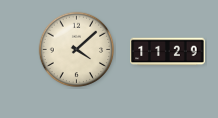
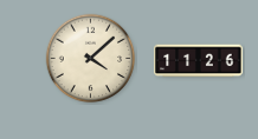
clock at (168, 52): 11:29 -> 11:26
